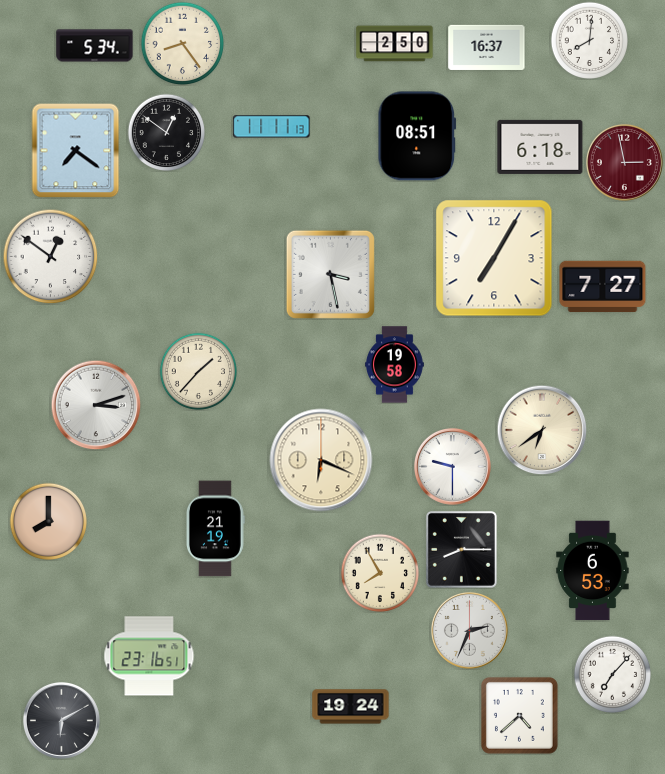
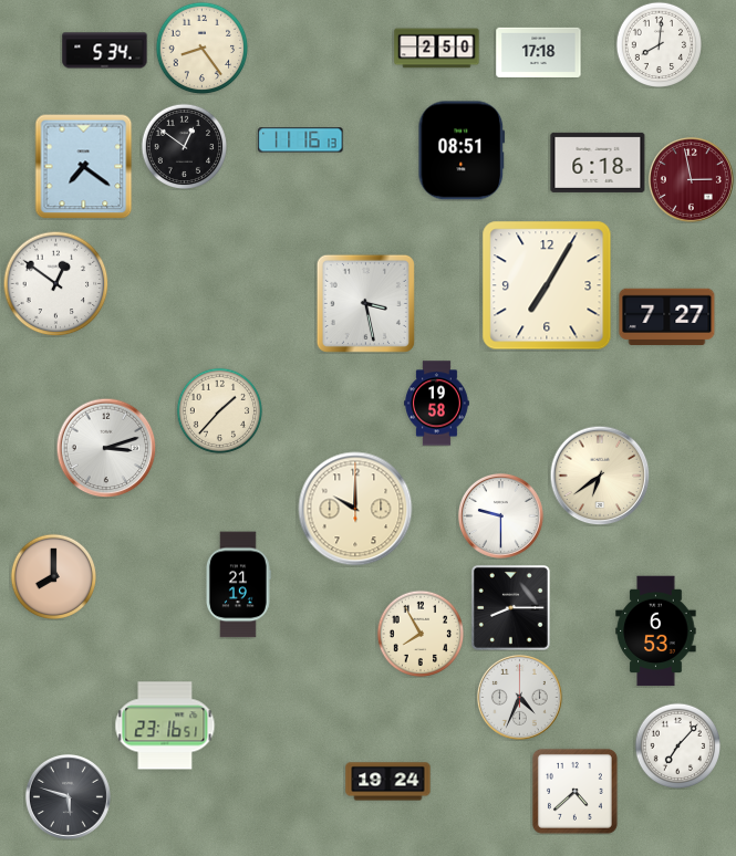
clock at (589, 40) position: (589, 40) -> (659, 44)
clock at (487, 47): 16:37 -> 17:18
clock at (272, 127): 11:11 -> 11:16
clock at (321, 460): 6:19 -> 10:00
clock at (469, 630): 2:34 -> 4:34
clock at (61, 720): 6:10 -> 5:48
